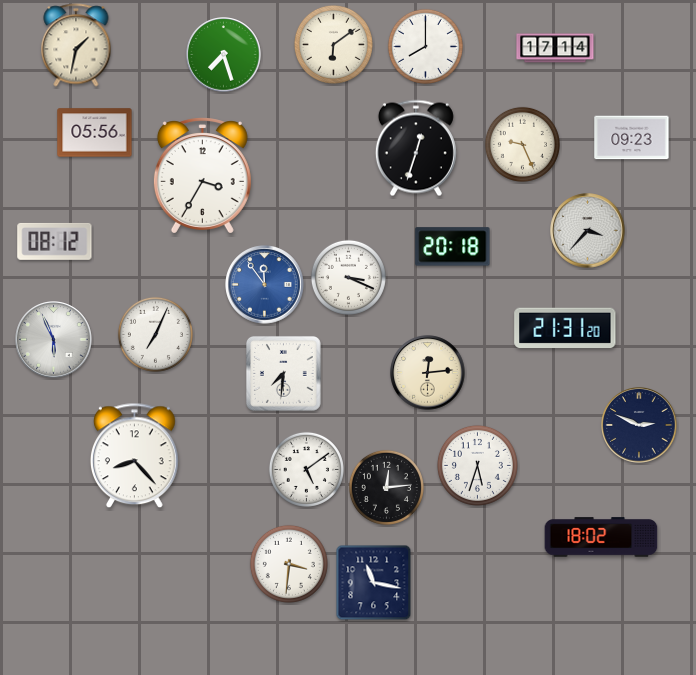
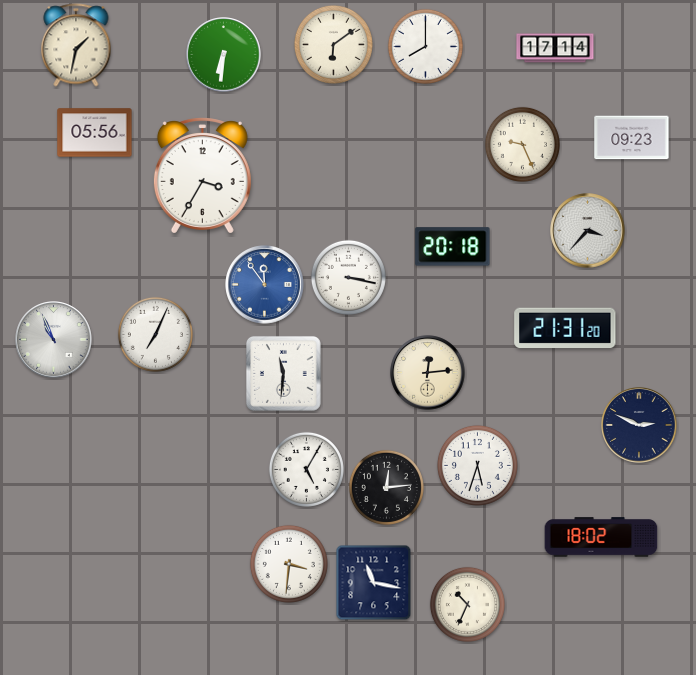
clock at (224, 55): 7:27 -> 6:31
clock at (416, 148): 12:33 -> none
clock at (55, 241): 08:12 -> none
clock at (348, 277): 3:19 -> 3:17
clock at (54, 340): 5:56 -> 10:56
clock at (284, 374): 7:31 -> 11:31
clock at (135, 456): 8:23 -> none
clock at (306, 469): 5:09 -> 5:05
clock at (467, 604): none -> 10:34
